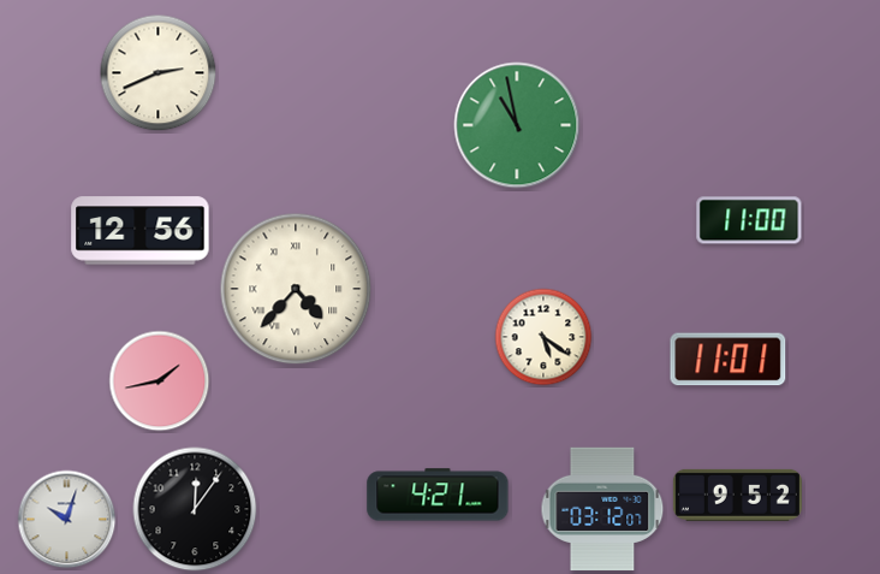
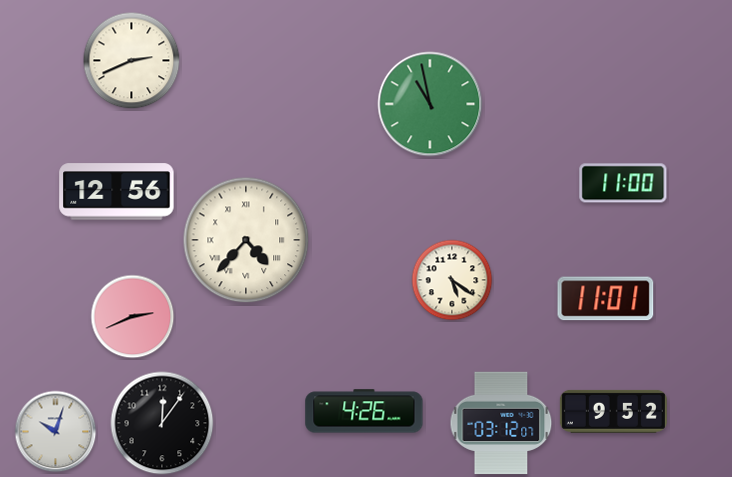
clock at (160, 381): 1:43 -> 2:41
clock at (438, 495): 4:21 -> 4:26
